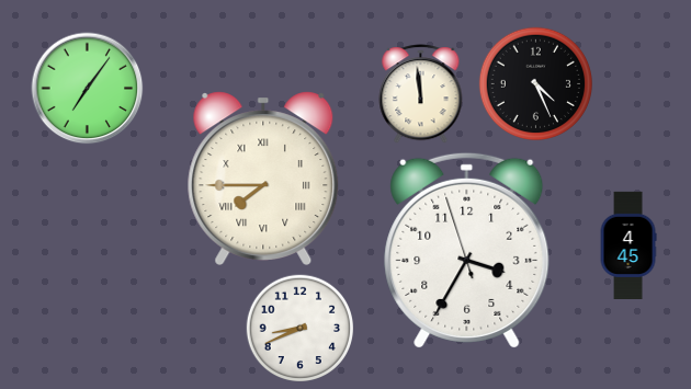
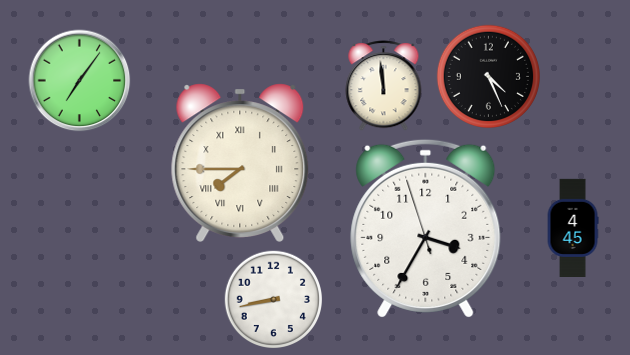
clock at (628, 244) position: (628, 244) -> (573, 227)
clock at (301, 329): 8:41 -> 8:43
